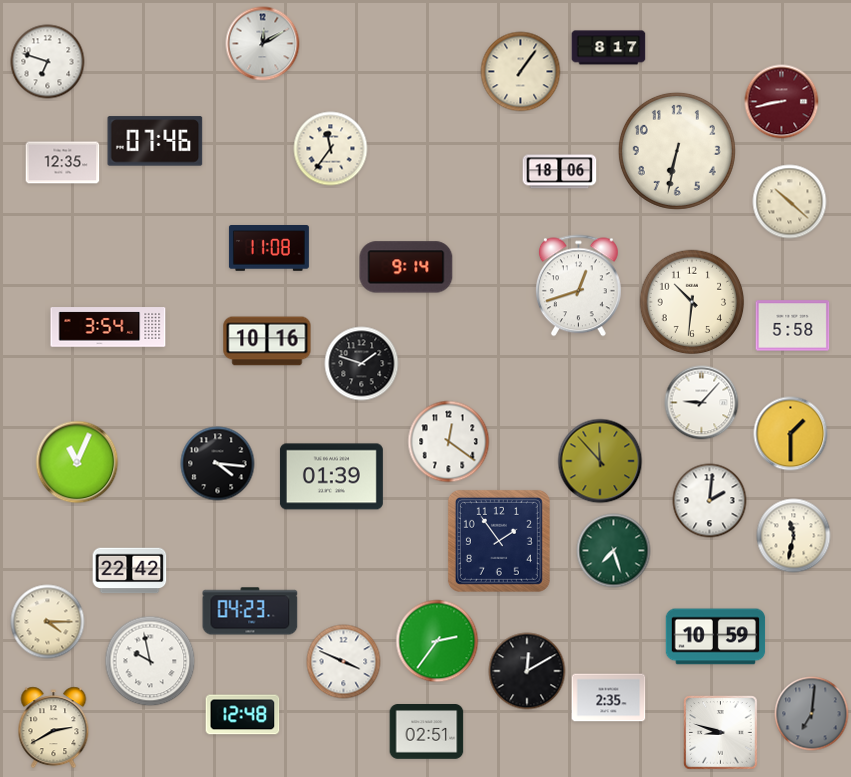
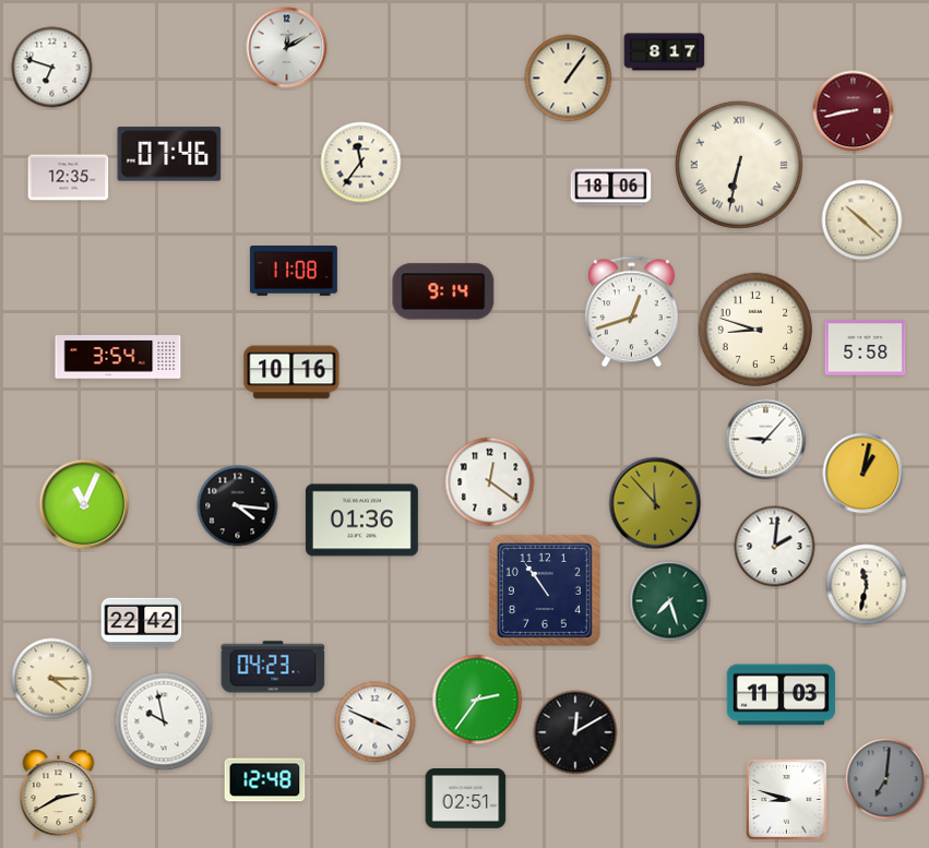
clock at (677, 151) numerals: Arabic -> Roman
clock at (692, 302): 10:31 -> 8:48
clock at (793, 326) position: (793, 326) -> (866, 348)
clock at (362, 364): 1:48 -> none
clock at (791, 434): 1:30 -> 1:02
clock at (331, 477): 01:39 -> 01:36
clock at (499, 541): 1:54 -> 10:54
clock at (716, 637): 10:59 -> 11:03
clock at (609, 698): 2:35 -> none
